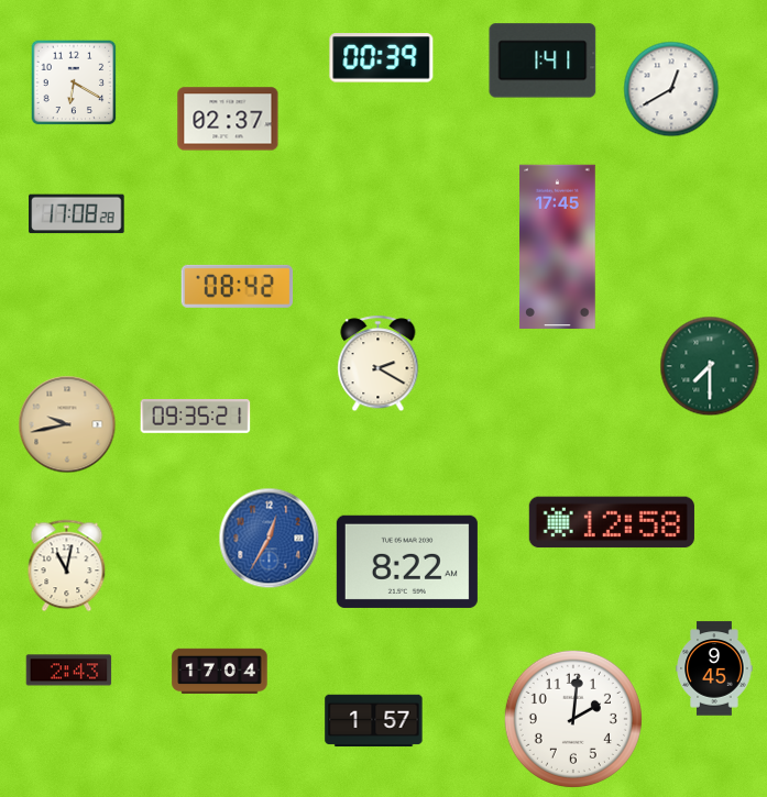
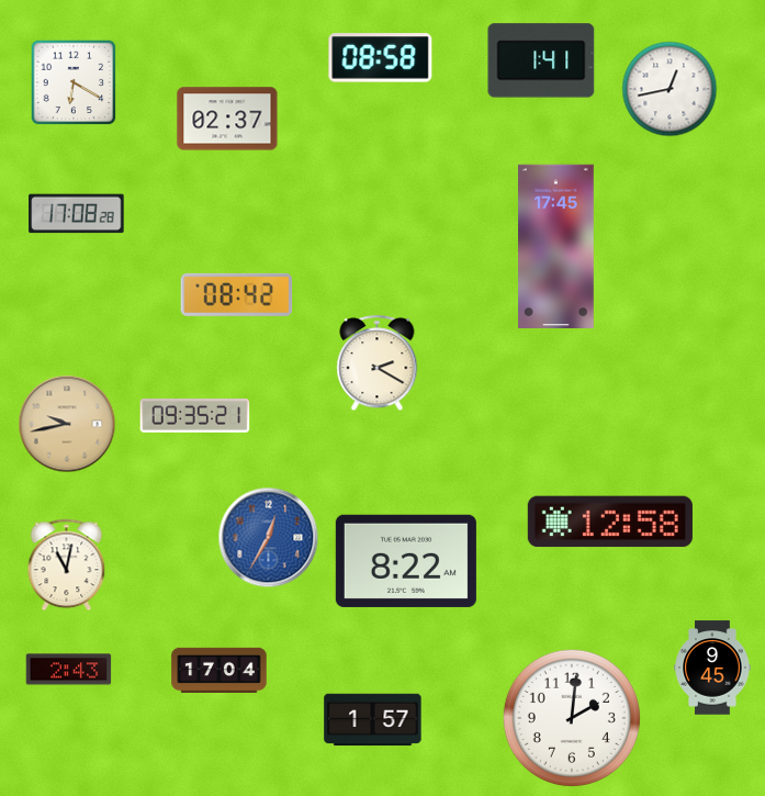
clock at (382, 58): 00:39 -> 08:58
clock at (671, 89): 12:40 -> 12:43
clock at (238, 286) position: (238, 286) -> (237, 294)
clock at (710, 366): 7:30 -> none
